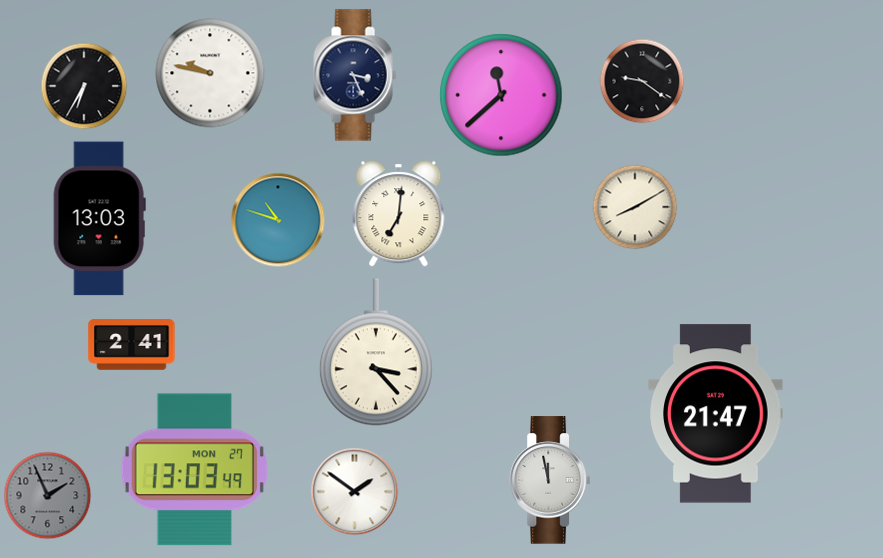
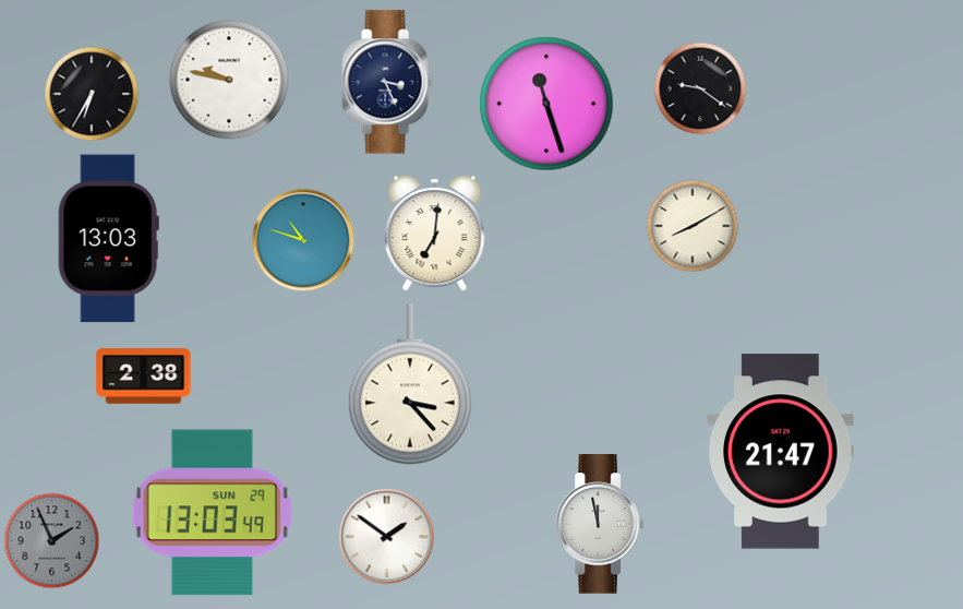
clock at (501, 95): 11:38 -> 11:27
clock at (132, 345): 2:41 -> 2:38
clock at (194, 470) date: MON 27 -> SUN 29
